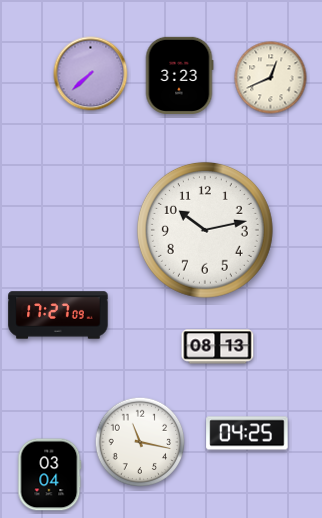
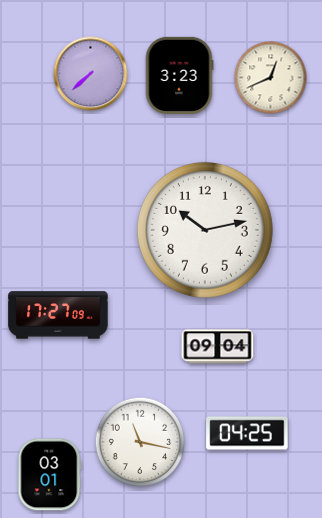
clock at (218, 347): 08:13 -> 09:04
clock at (50, 475): 03:04 -> 03:01
